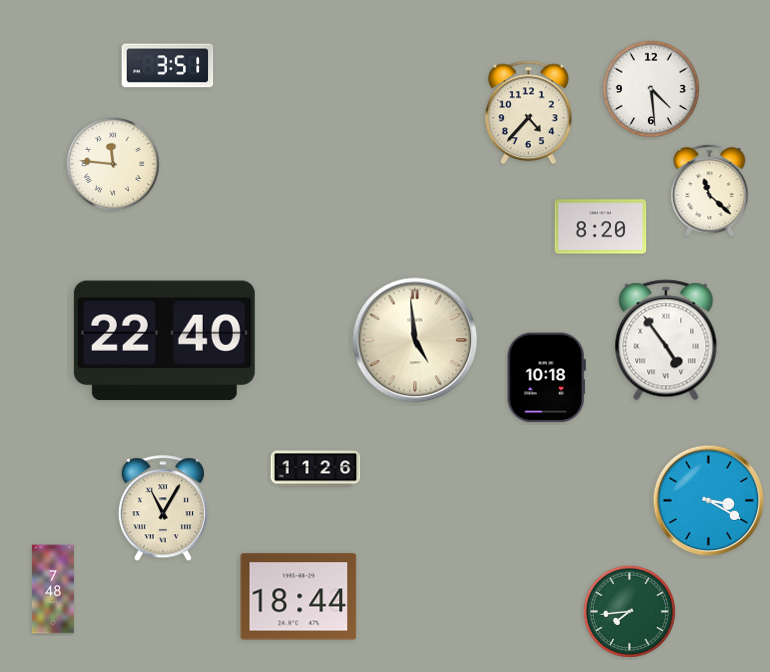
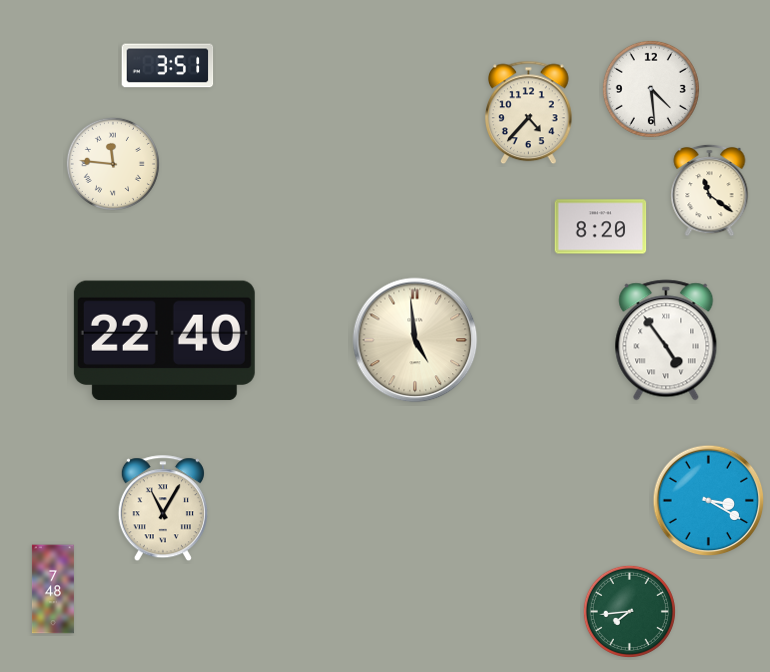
clock at (710, 190): 11:22 -> 11:21
clock at (546, 378): 10:18 -> none
clock at (316, 469): 11:26 -> none
clock at (299, 597): 18:44 -> none
